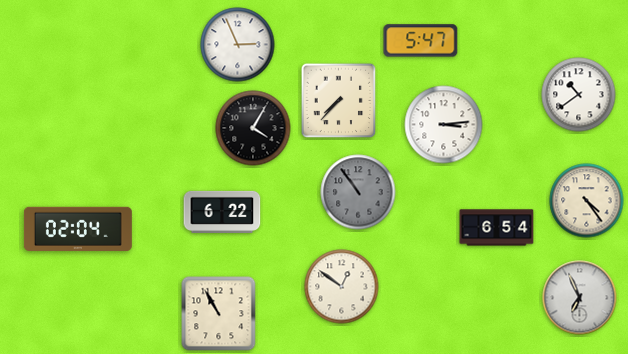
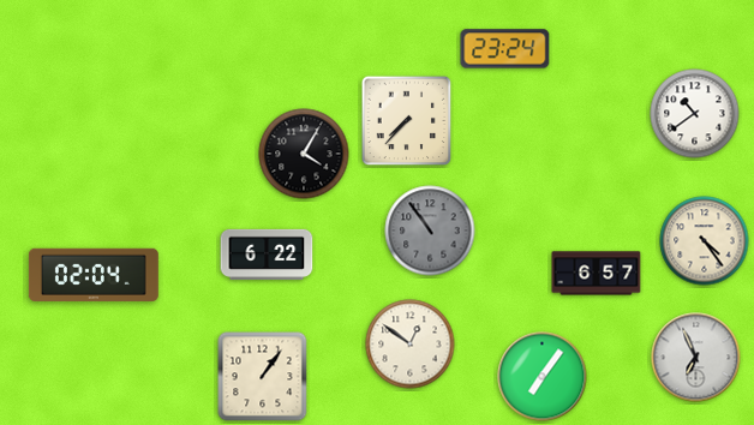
clock at (421, 41): 5:47 -> 23:24
clock at (238, 45): 2:56 -> none
clock at (444, 125): 3:14 -> none
clock at (497, 228): 6:54 -> 6:57
clock at (219, 314): 10:55 -> 1:06
clock at (543, 377): none -> 7:06
